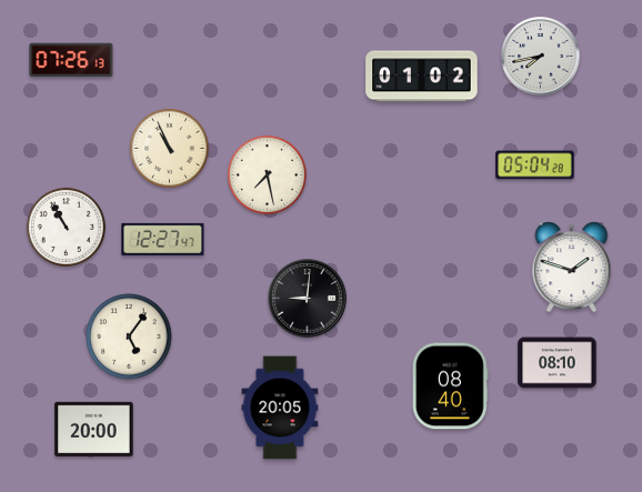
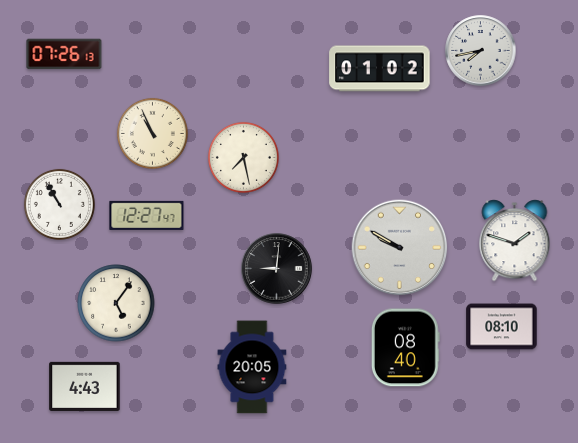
clock at (541, 57) position: (541, 57) -> (481, 51)
clock at (535, 165): 05:04 -> none
clock at (267, 174) position: (267, 174) -> (243, 157)
clock at (400, 248): none -> 9:50
clock at (94, 429): 20:00 -> 4:43
